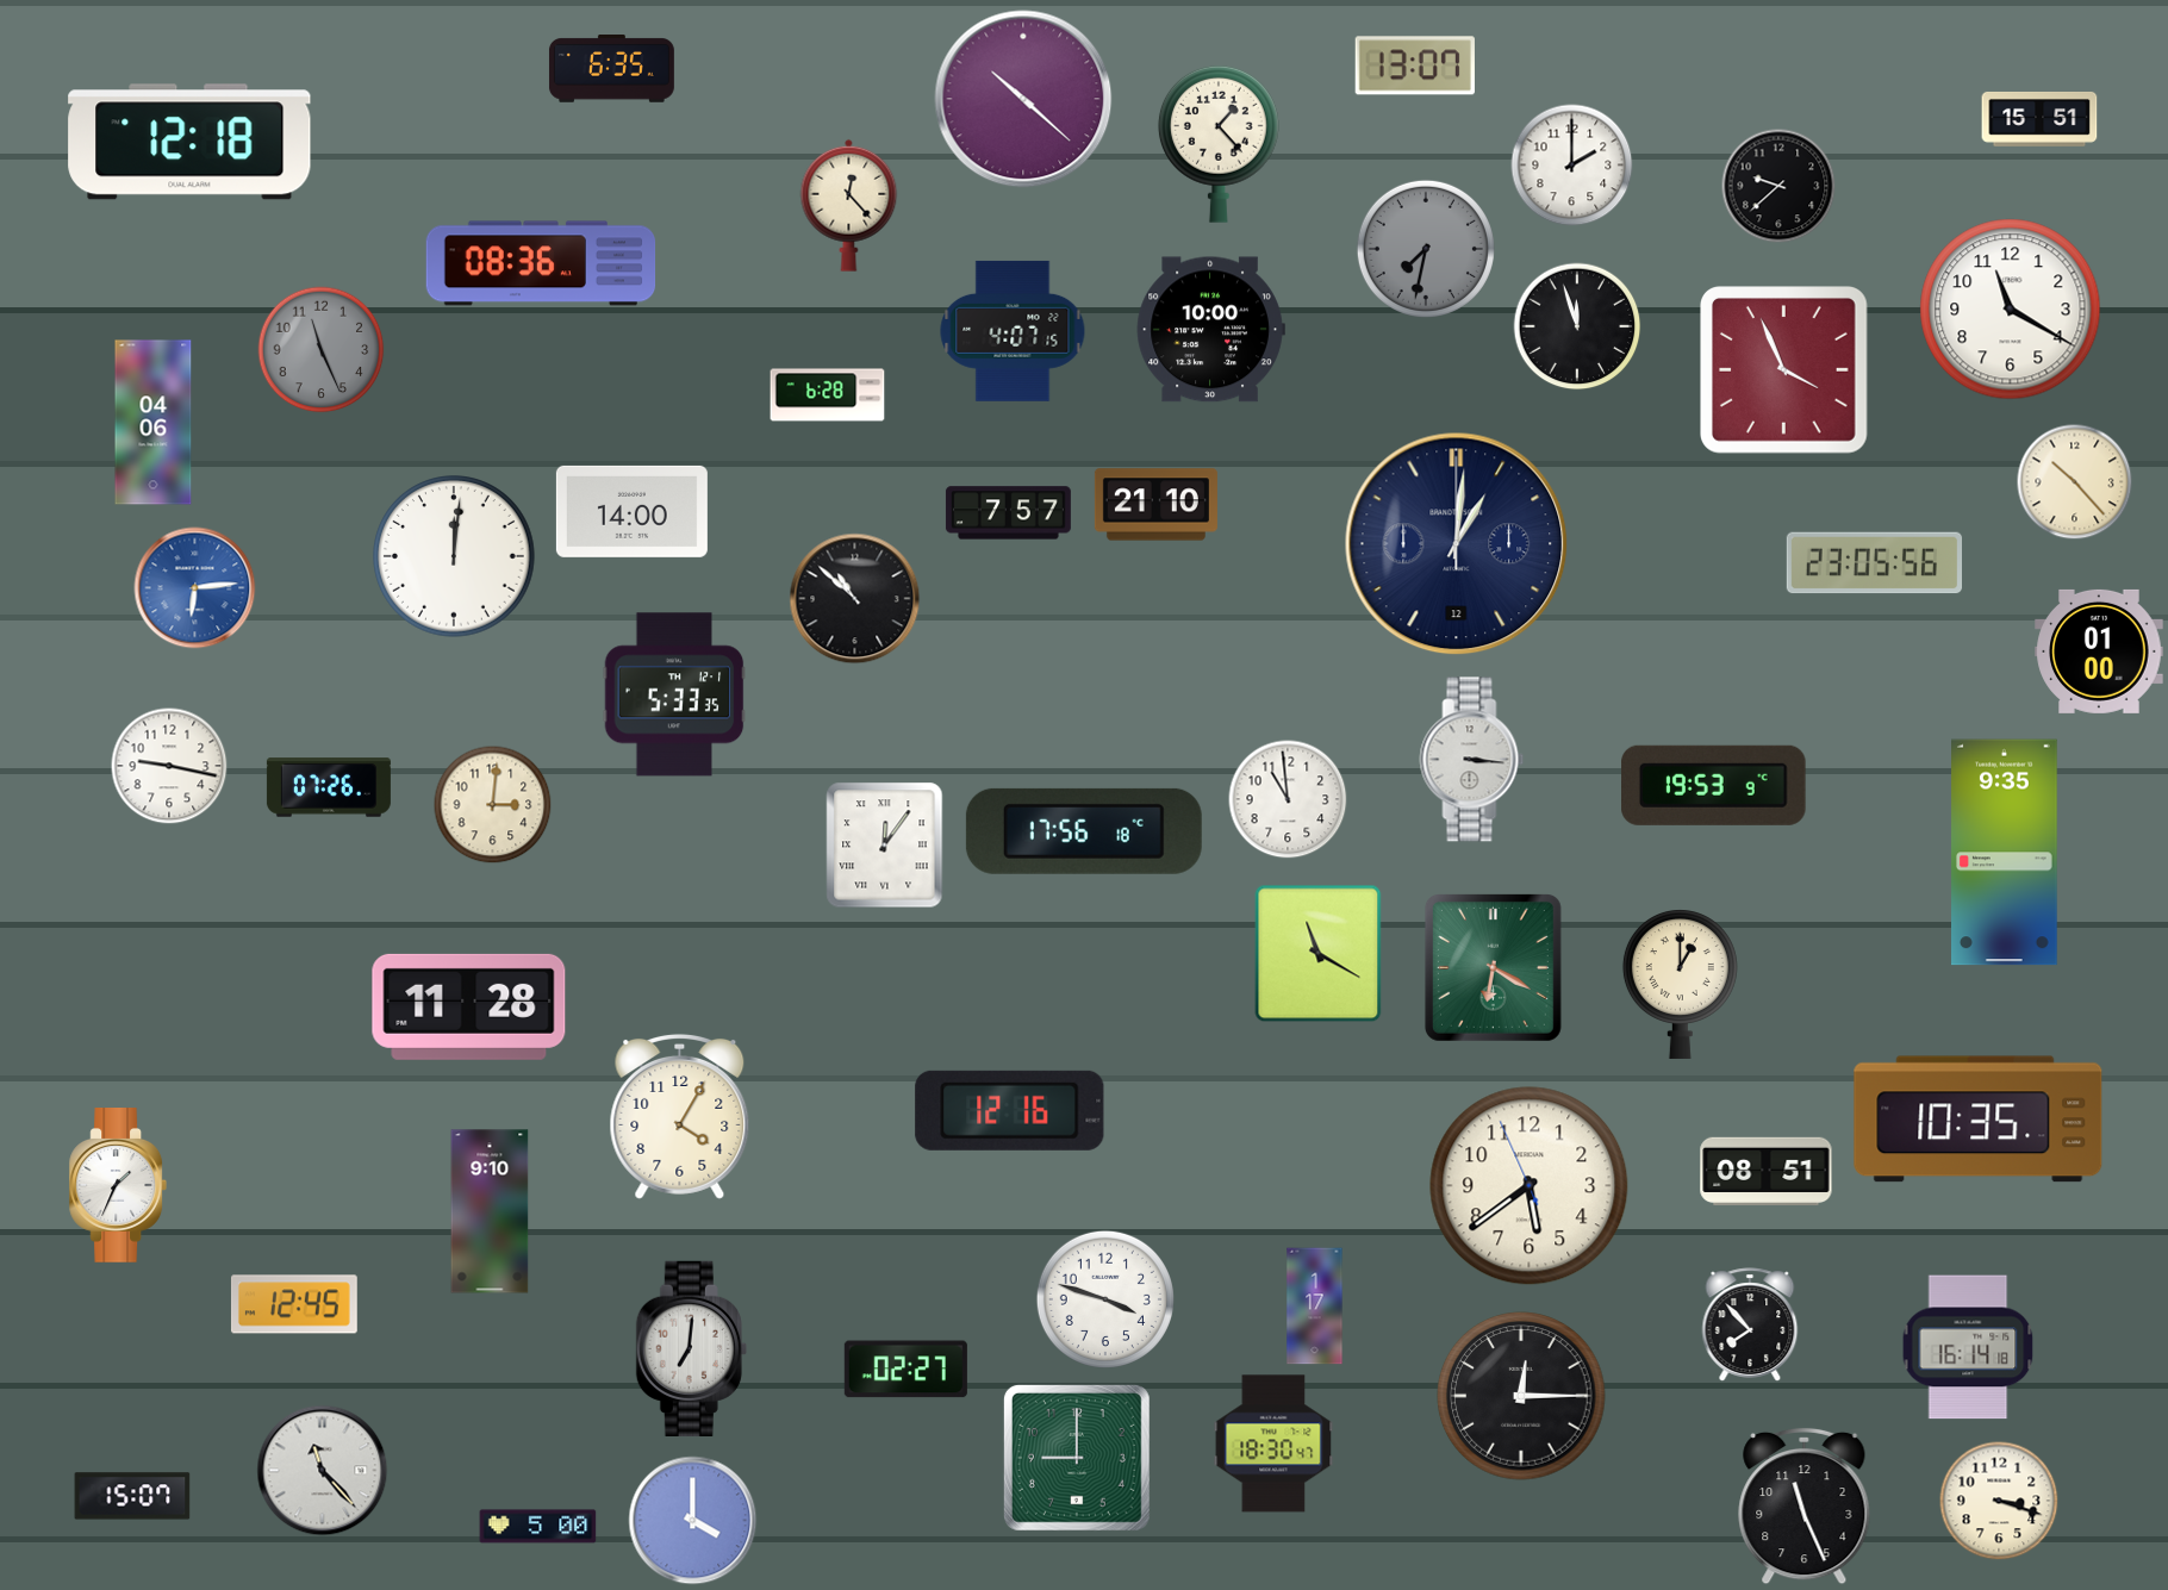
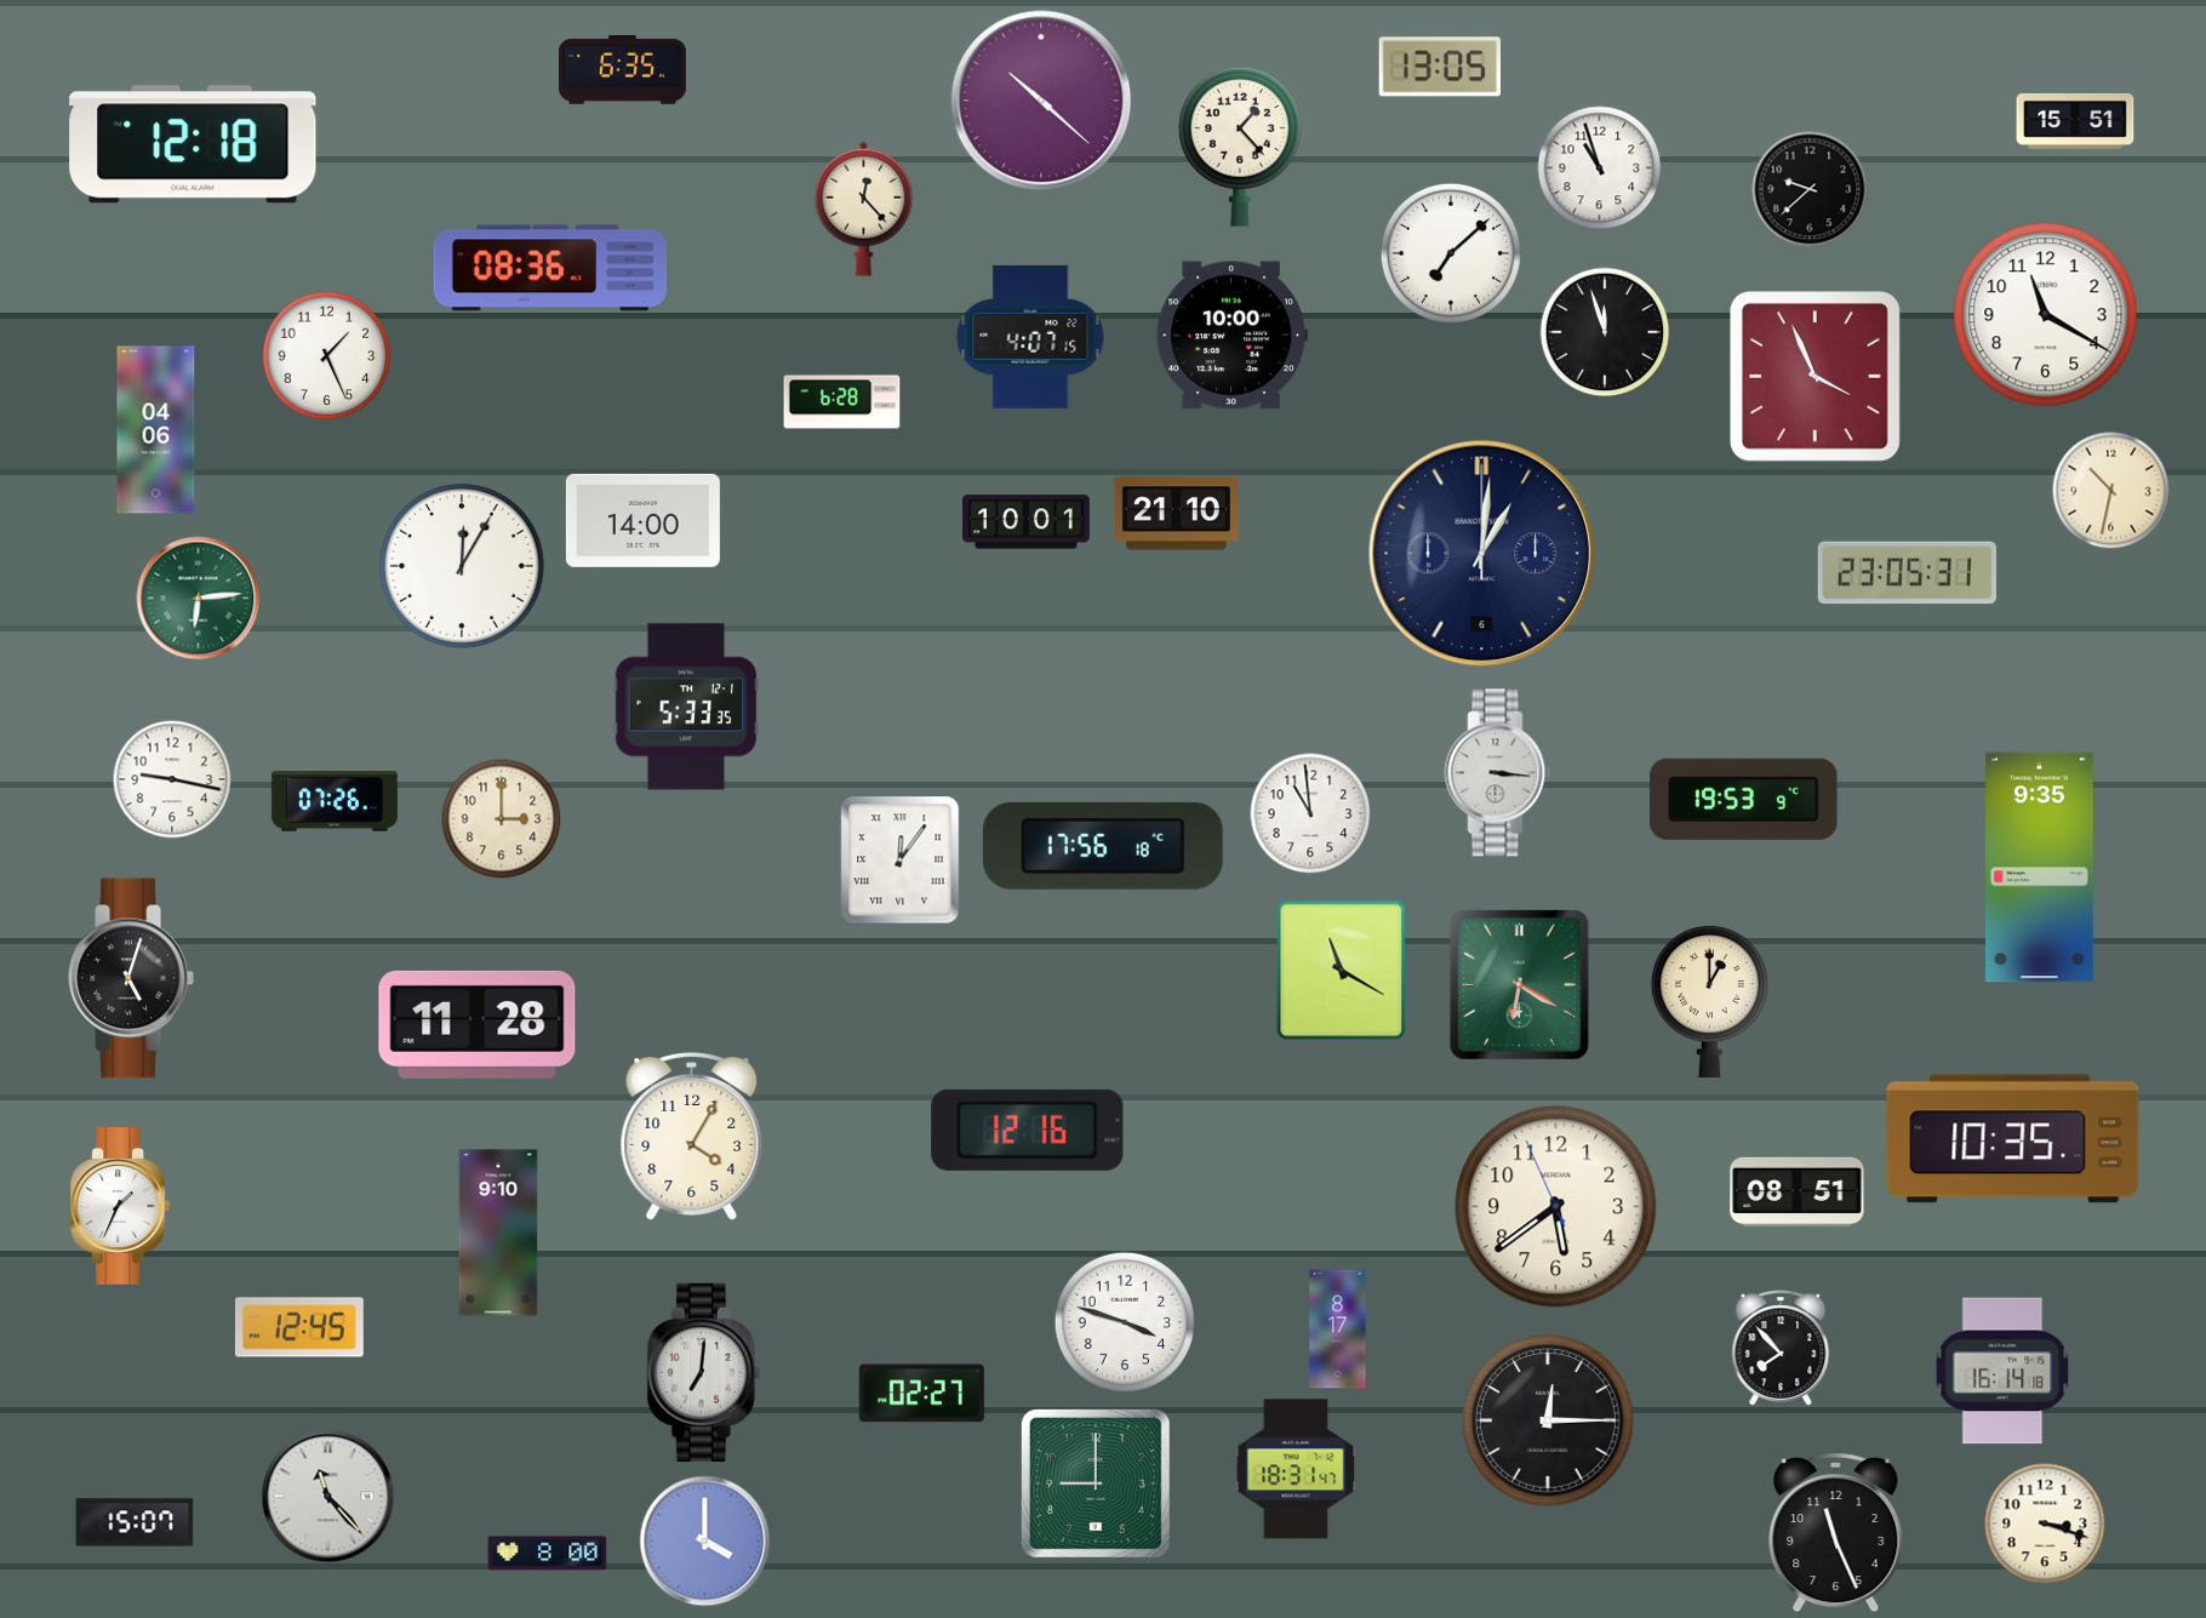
clock at (1415, 66): 13:07 -> 13:05
clock at (1572, 166): 2:00 -> 10:57
clock at (1426, 249): 7:32 -> 7:08
clock at (1426, 249) dial: grey -> white
clock at (322, 350): 11:26 -> 1:26
clock at (322, 350) dial: grey -> white
clock at (2075, 482): 10:23 -> 10:32
clock at (1008, 513): 7:57 -> 10:01
clock at (1457, 544) date: 12 -> 6
clock at (454, 556): 12:01 -> 12:05
clock at (1874, 563): 23:05:56 -> 23:05:31
clock at (195, 588) dial: blue -> green
clock at (855, 599): 10:52 -> none
clock at (2099, 651): 01:00 -> none
clock at (493, 805): 3:01 -> 3:00
clock at (131, 978): none -> 5:03
clock at (1315, 1307): 1:17 -> 8:17
clock at (1273, 1444): 18:30 -> 18:31
clock at (1999, 1501) position: (1999, 1501) -> (2045, 1523)
clock at (693, 1521) position: (693, 1521) -> (705, 1542)
clock at (538, 1527): 5:00 -> 8:00
